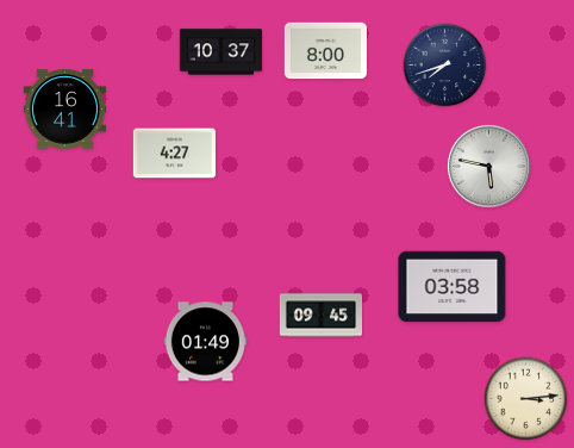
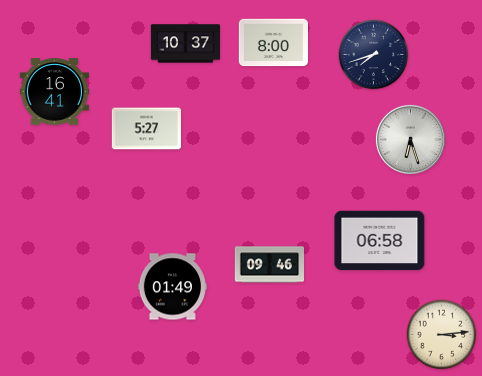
clock at (174, 154): 4:27 -> 5:27
clock at (488, 166): 5:47 -> 6:27
clock at (453, 287): 03:58 -> 06:58
clock at (320, 316): 09:45 -> 09:46
